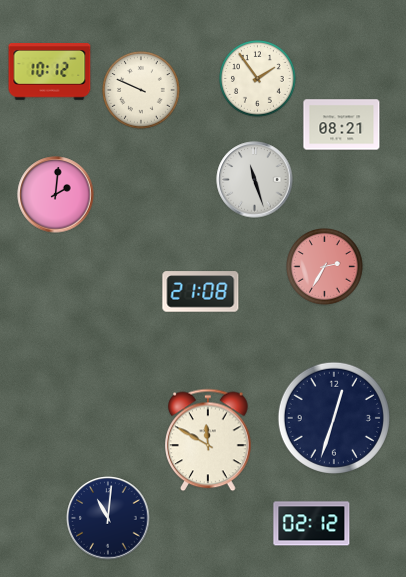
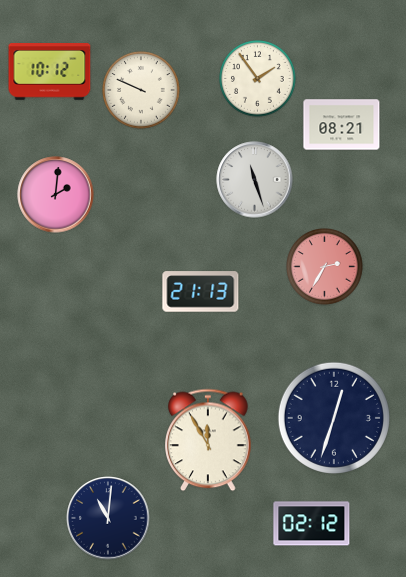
clock at (201, 292): 21:08 -> 21:13
clock at (208, 440): 11:50 -> 11:55
